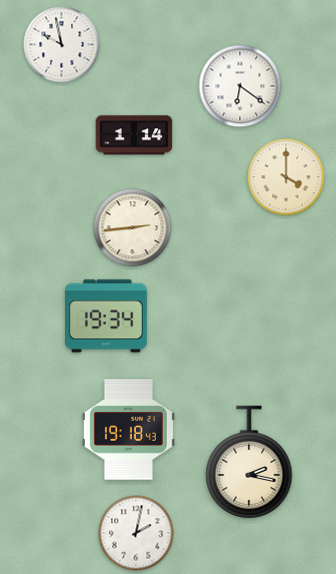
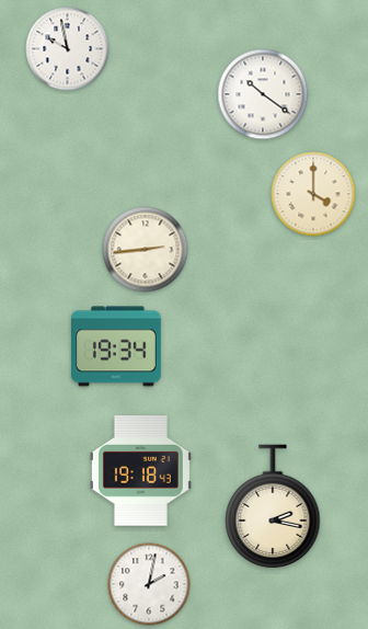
clock at (240, 86): 6:21 -> 10:21
clock at (134, 135): 1:14 -> none
